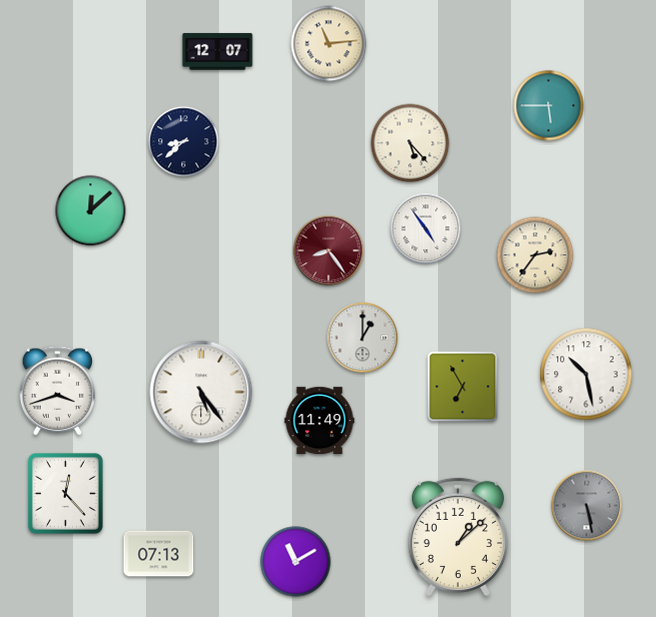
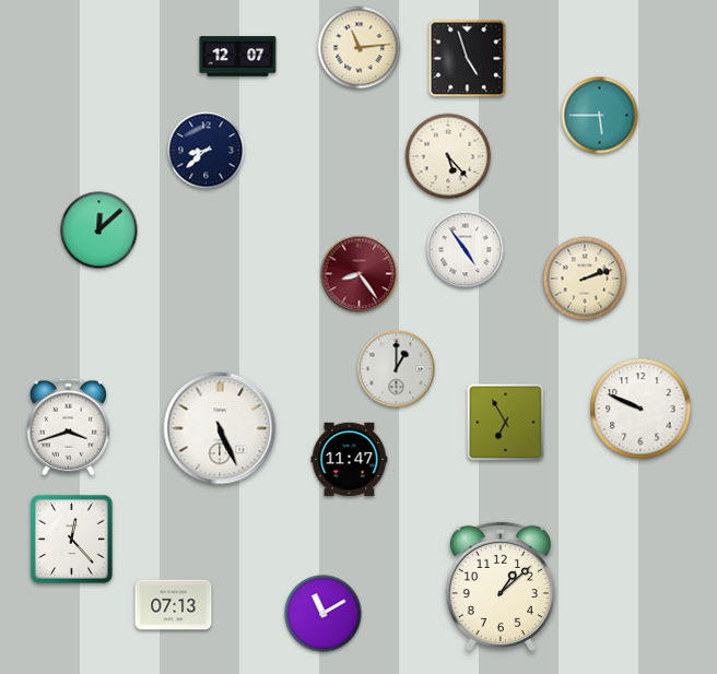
clock at (468, 59): none -> 4:57
clock at (184, 142) position: (184, 142) -> (207, 151)
clock at (535, 255): 2:36 -> 2:12
clock at (586, 374): 10:28 -> 9:49
clock at (58, 391) position: (58, 391) -> (69, 427)
clock at (201, 392): 5:24 -> 5:26
clock at (320, 421): 11:49 -> 11:47
clock at (587, 506): 5:28 -> none
